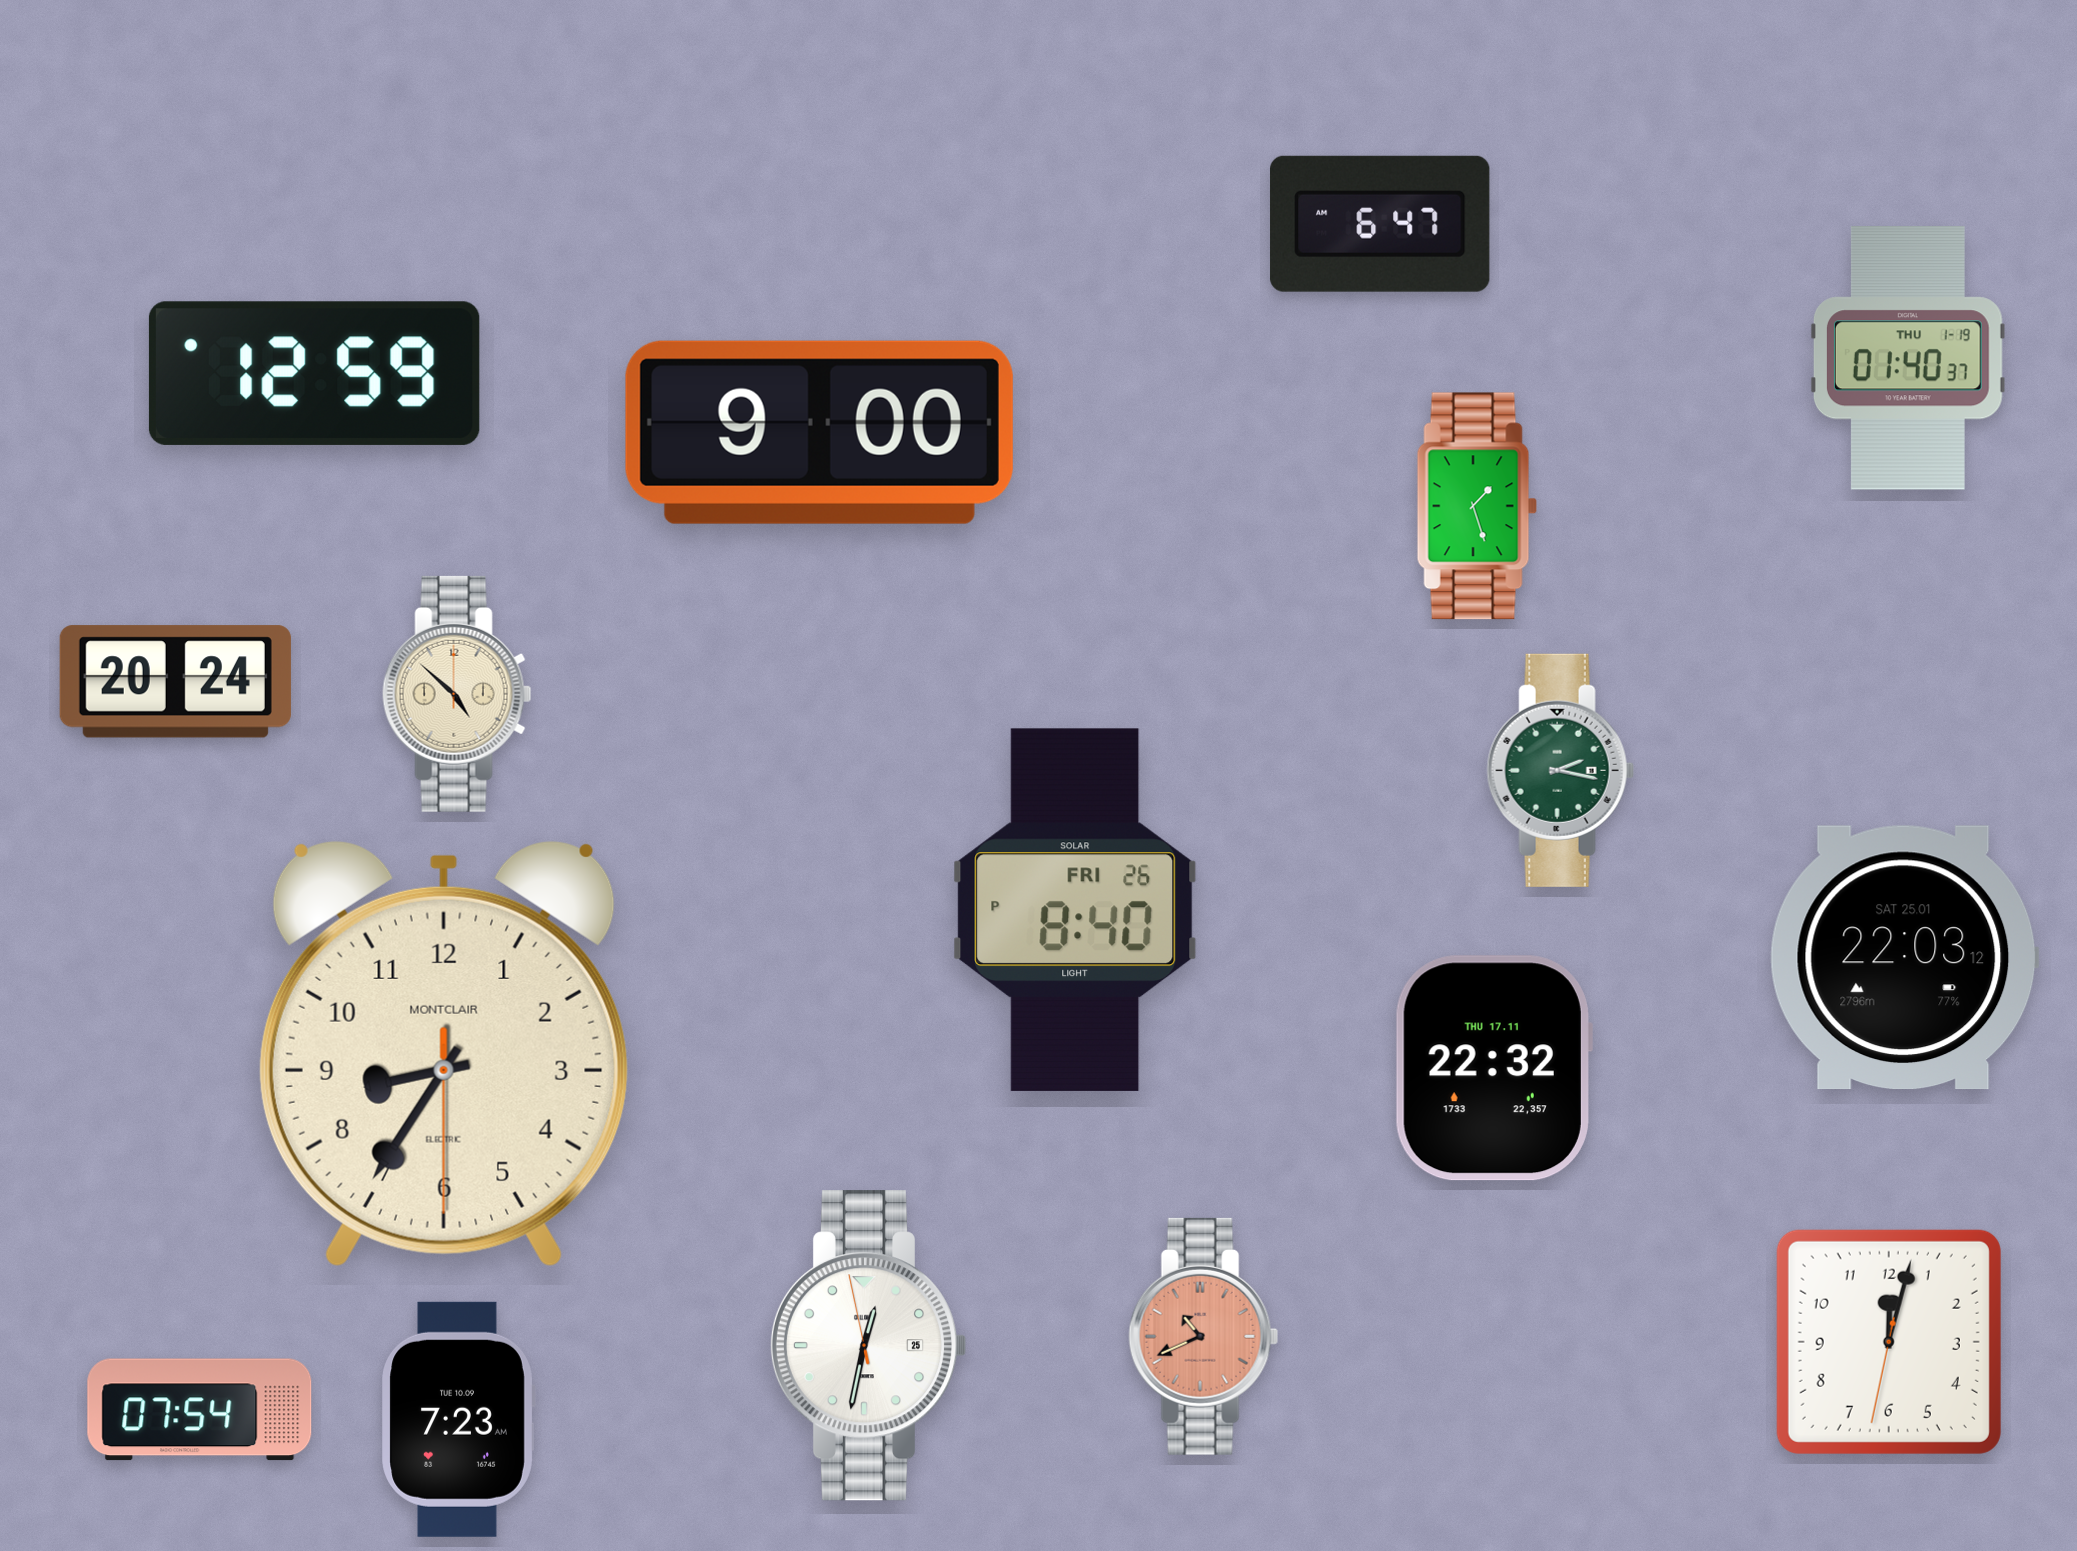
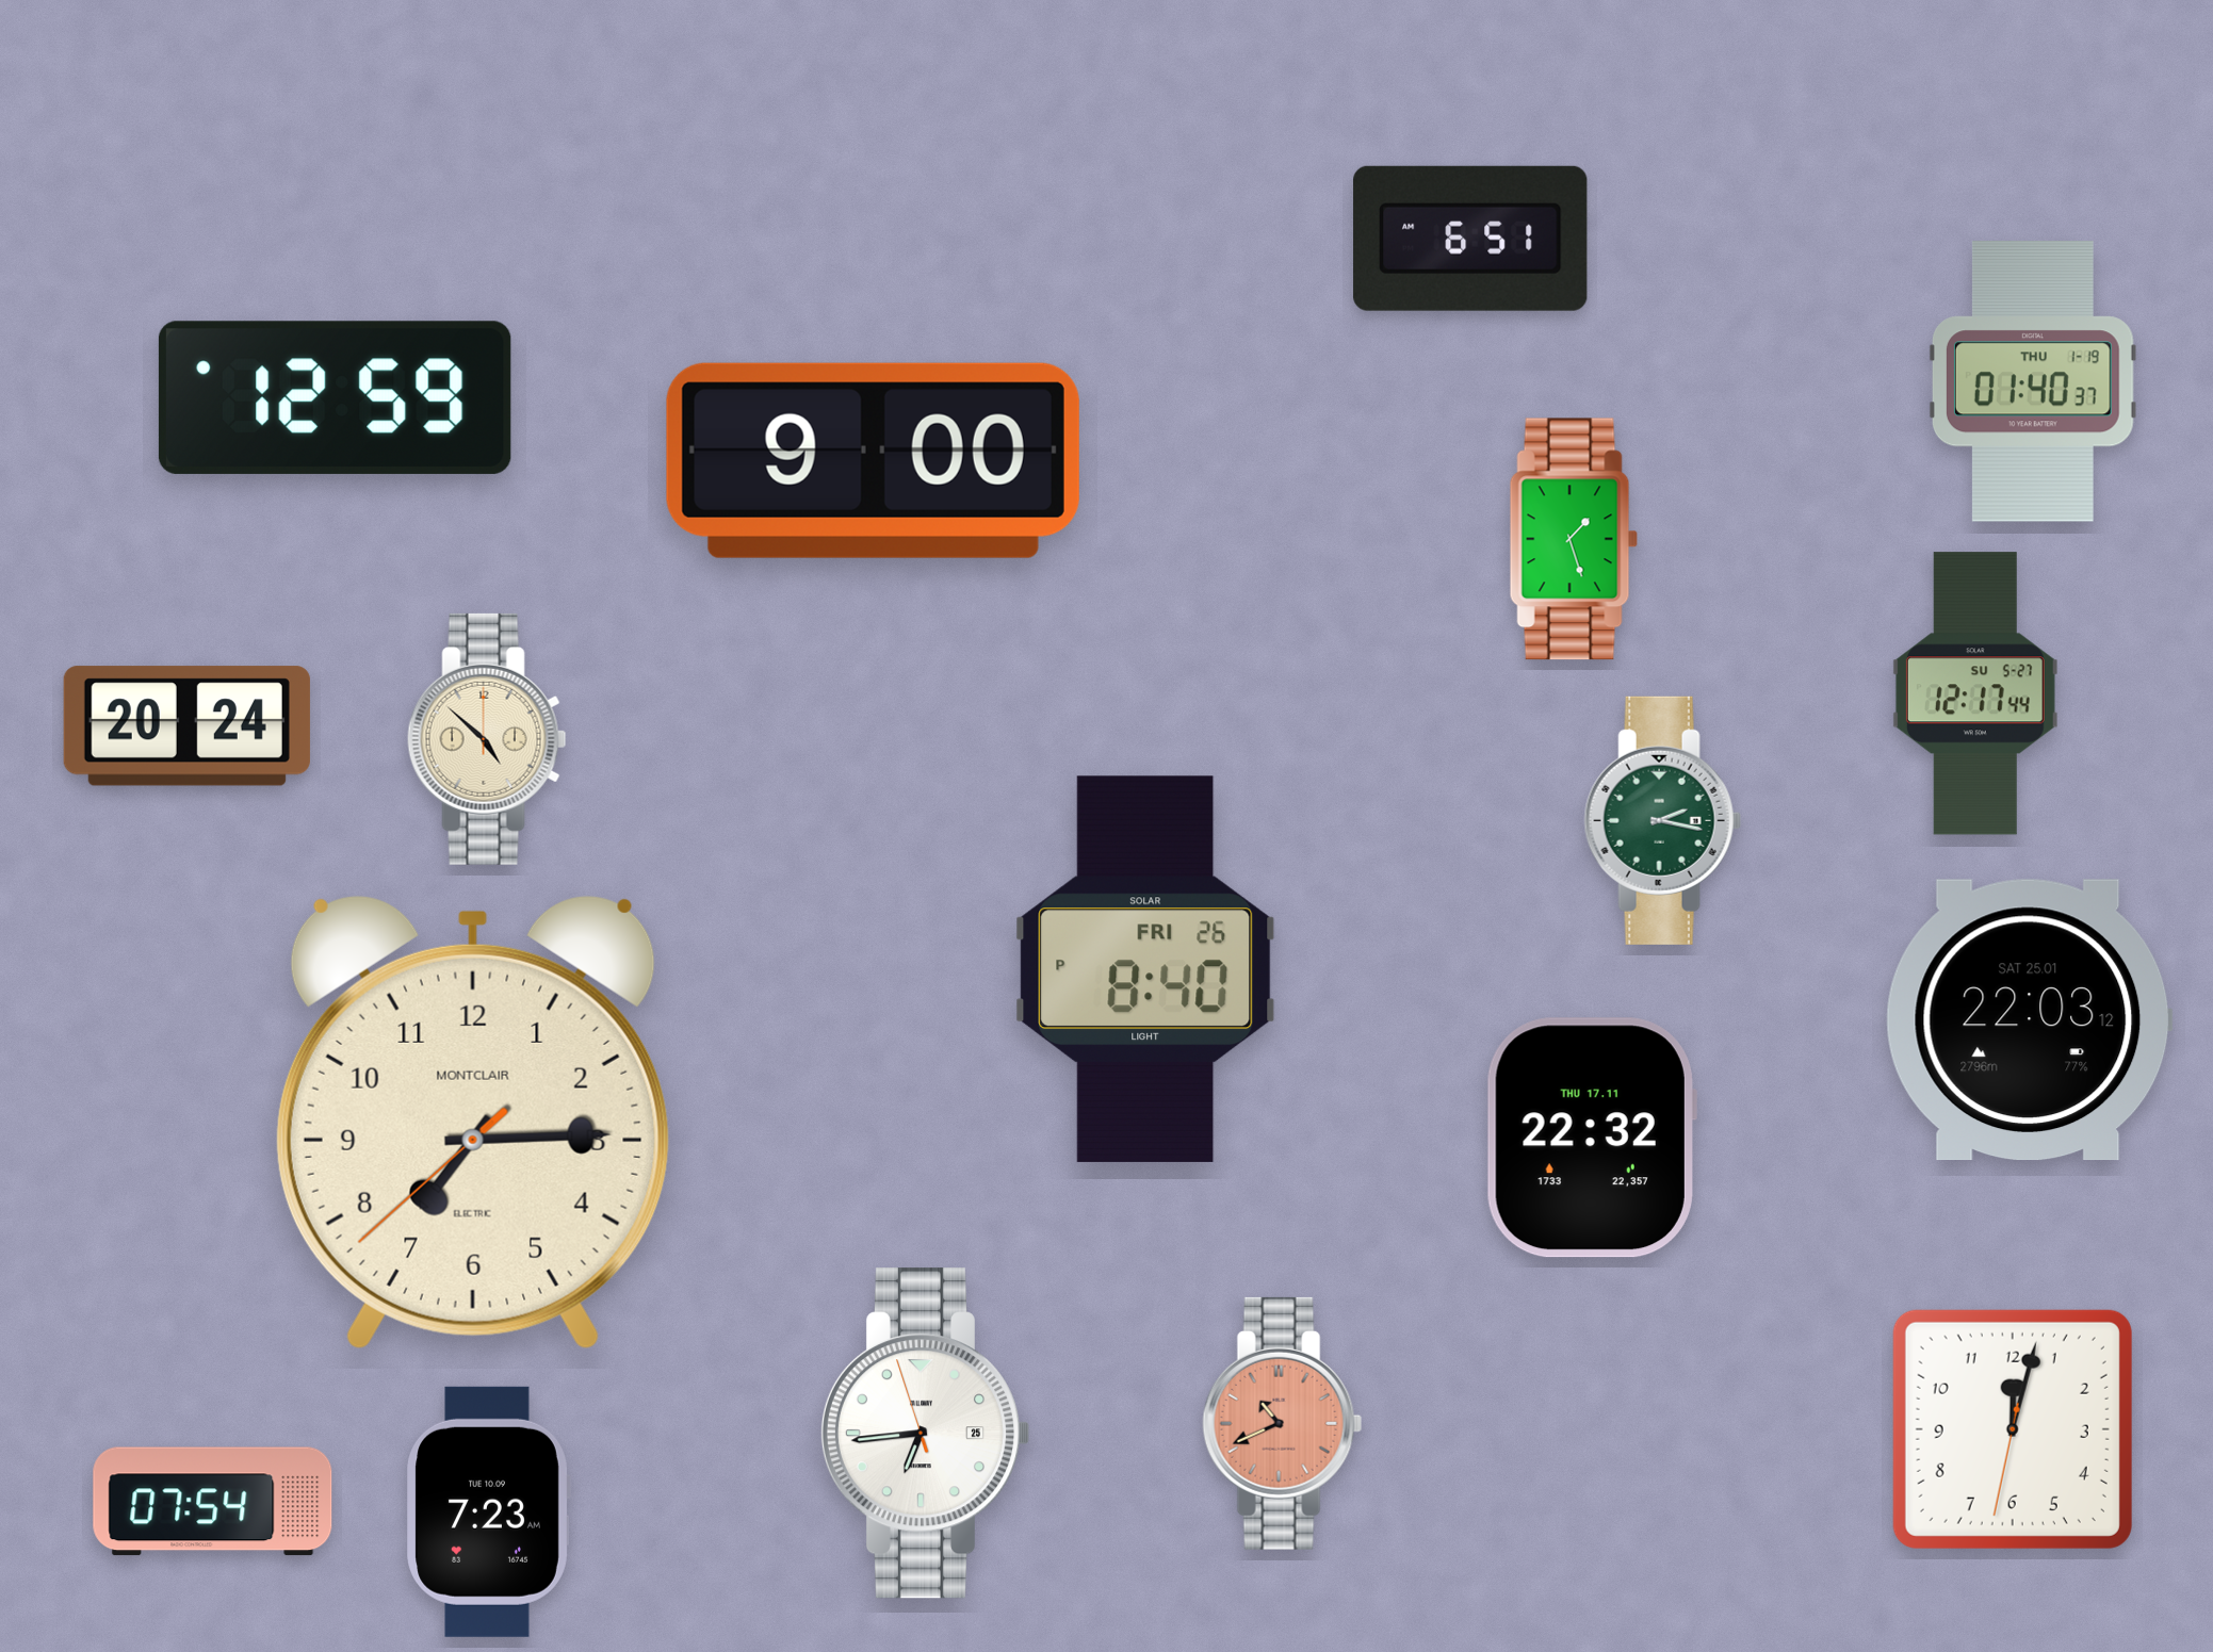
clock at (1380, 224): 6:47 -> 6:51
clock at (1975, 693): none -> 12:17
clock at (444, 1054): 8:35 -> 7:14
clock at (868, 1346): 12:31 -> 6:43
